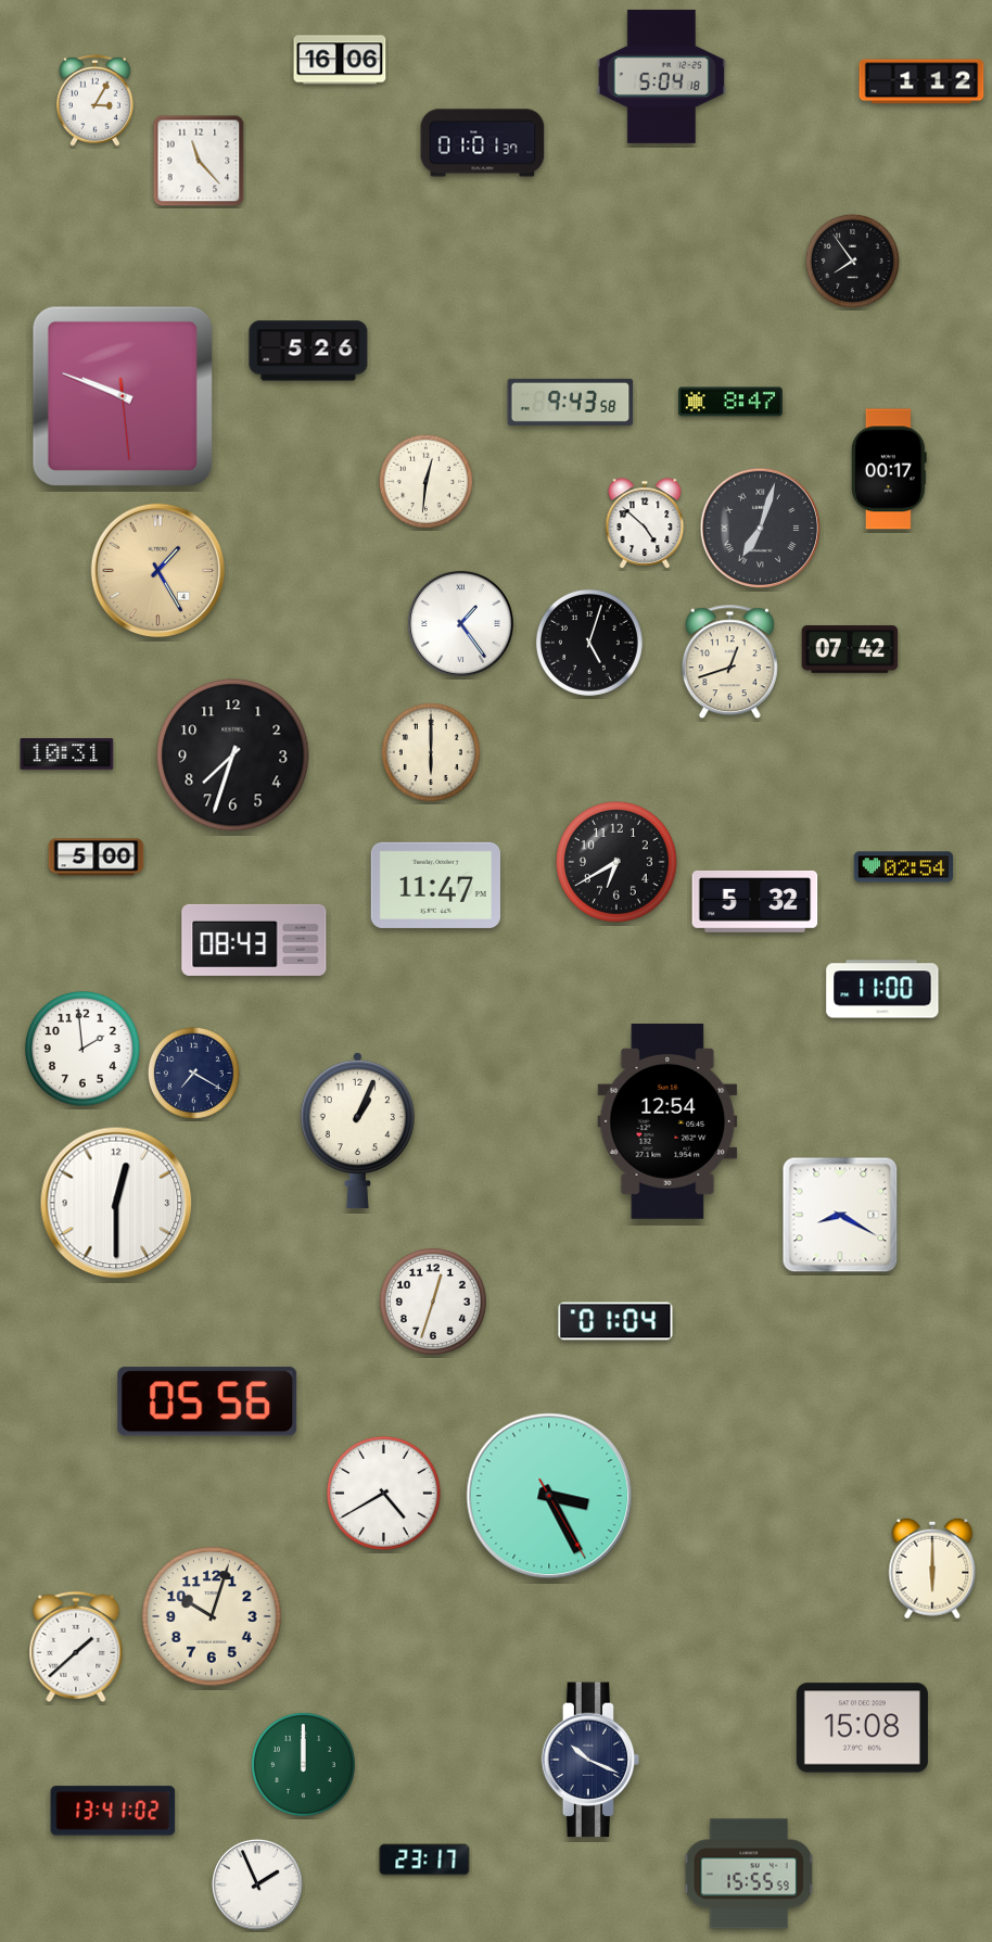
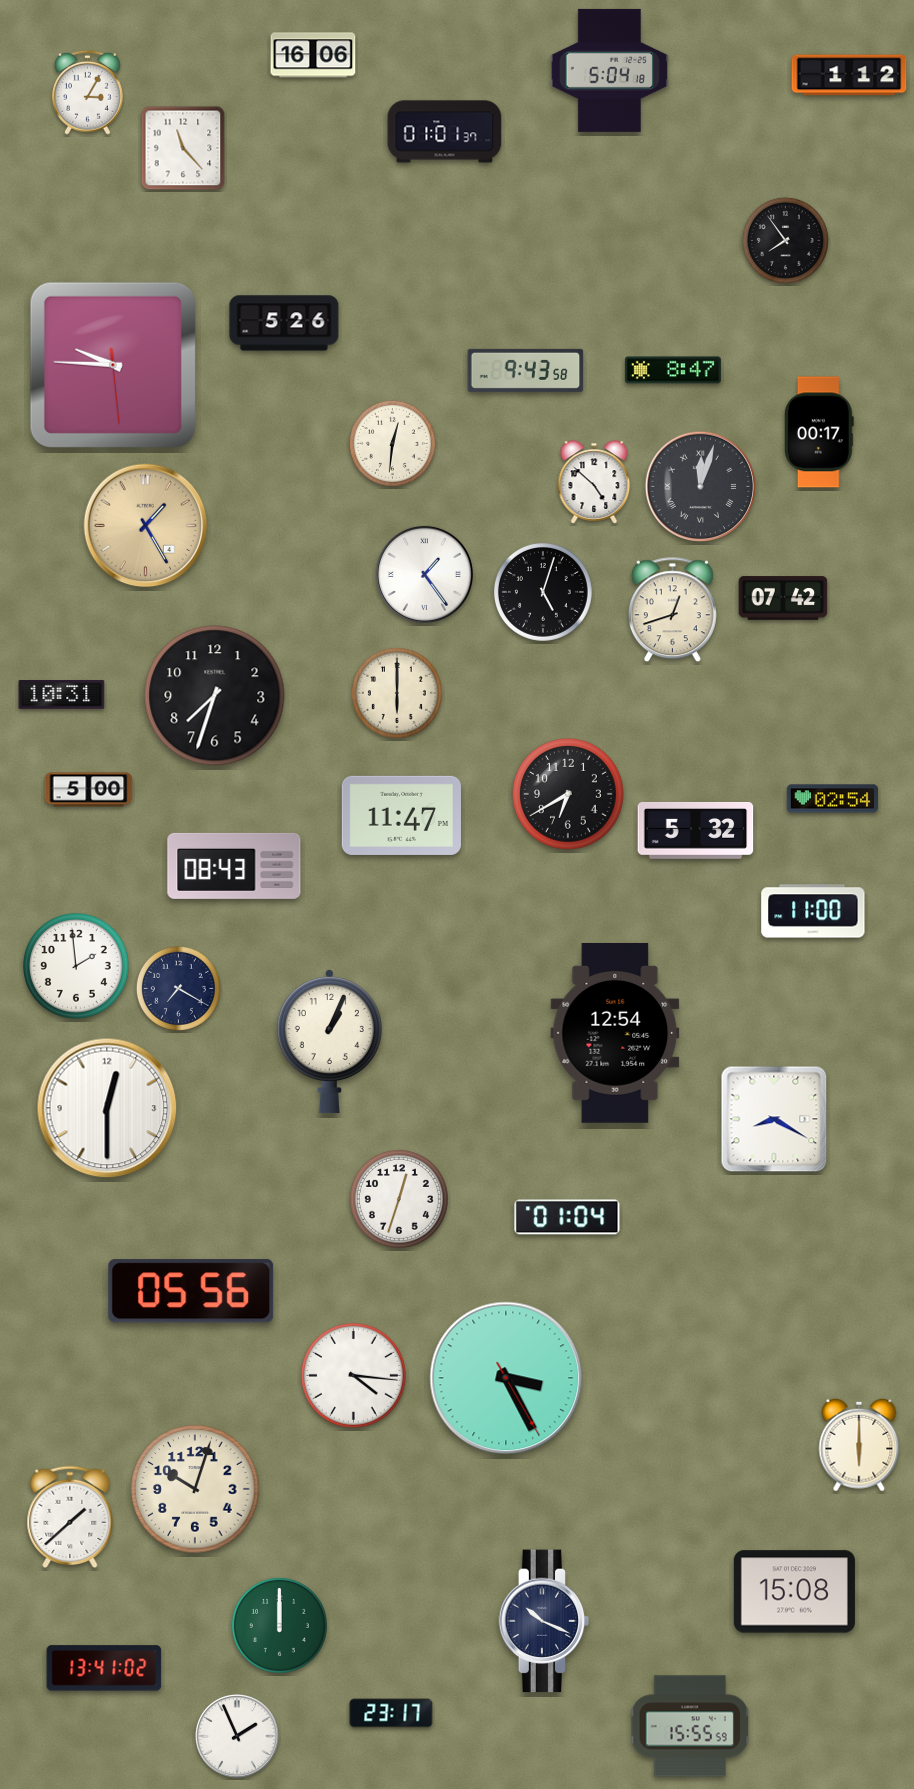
clock at (123, 396): 9:48 -> 9:45
clock at (760, 528): 7:03 -> 12:03
clock at (384, 1494): 4:40 -> 4:16
